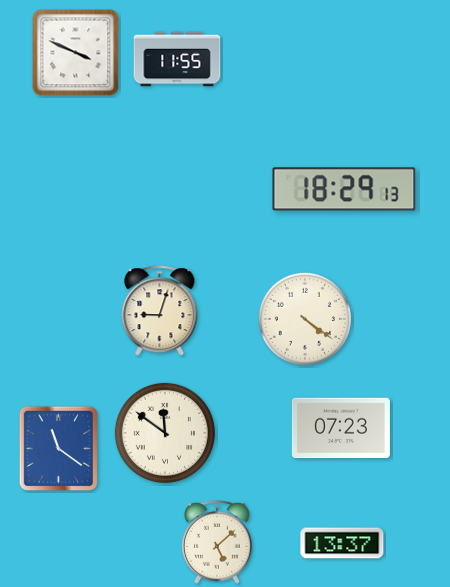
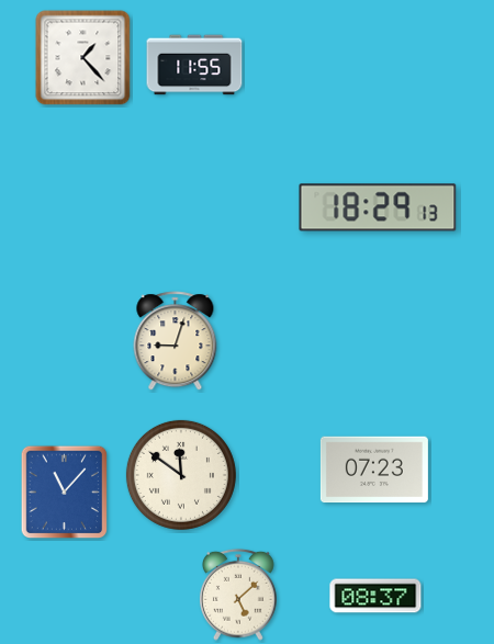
clock at (76, 53): 3:49 -> 1:23
clock at (305, 319): 4:21 -> none
clock at (59, 449): 11:21 -> 11:07
clock at (342, 543): 13:37 -> 08:37
